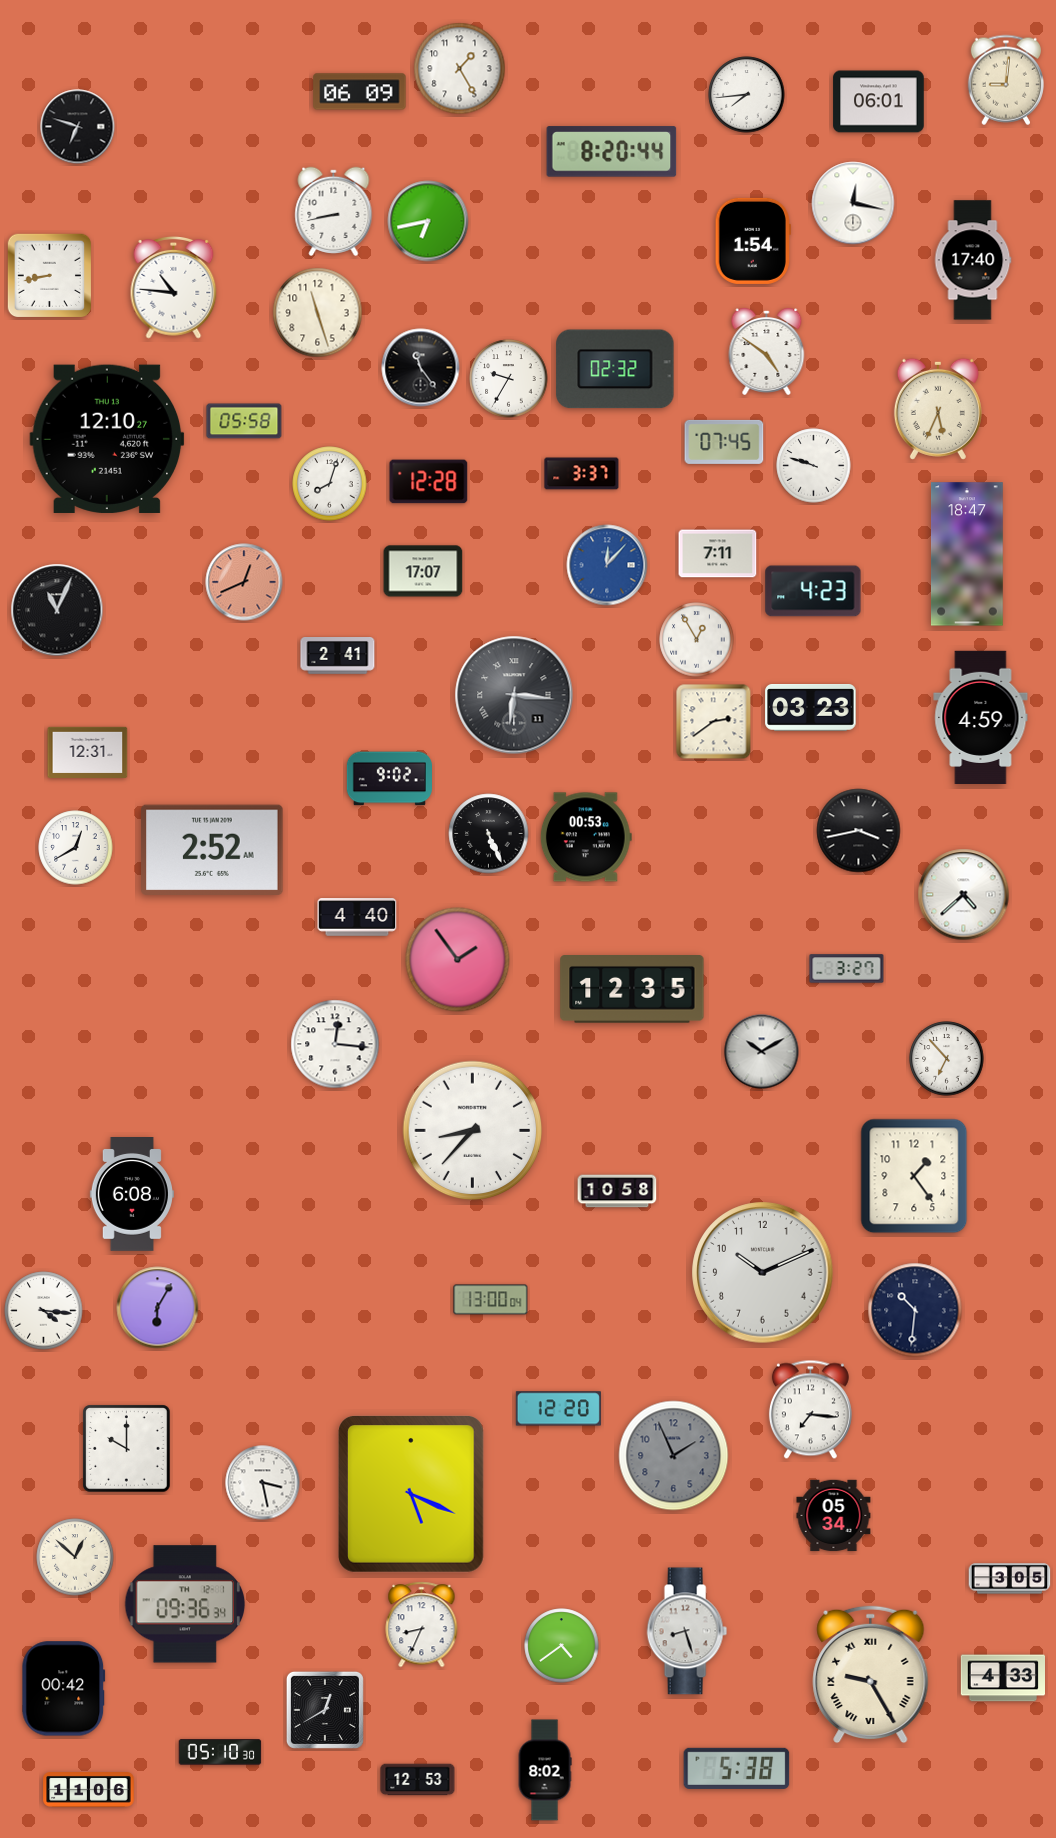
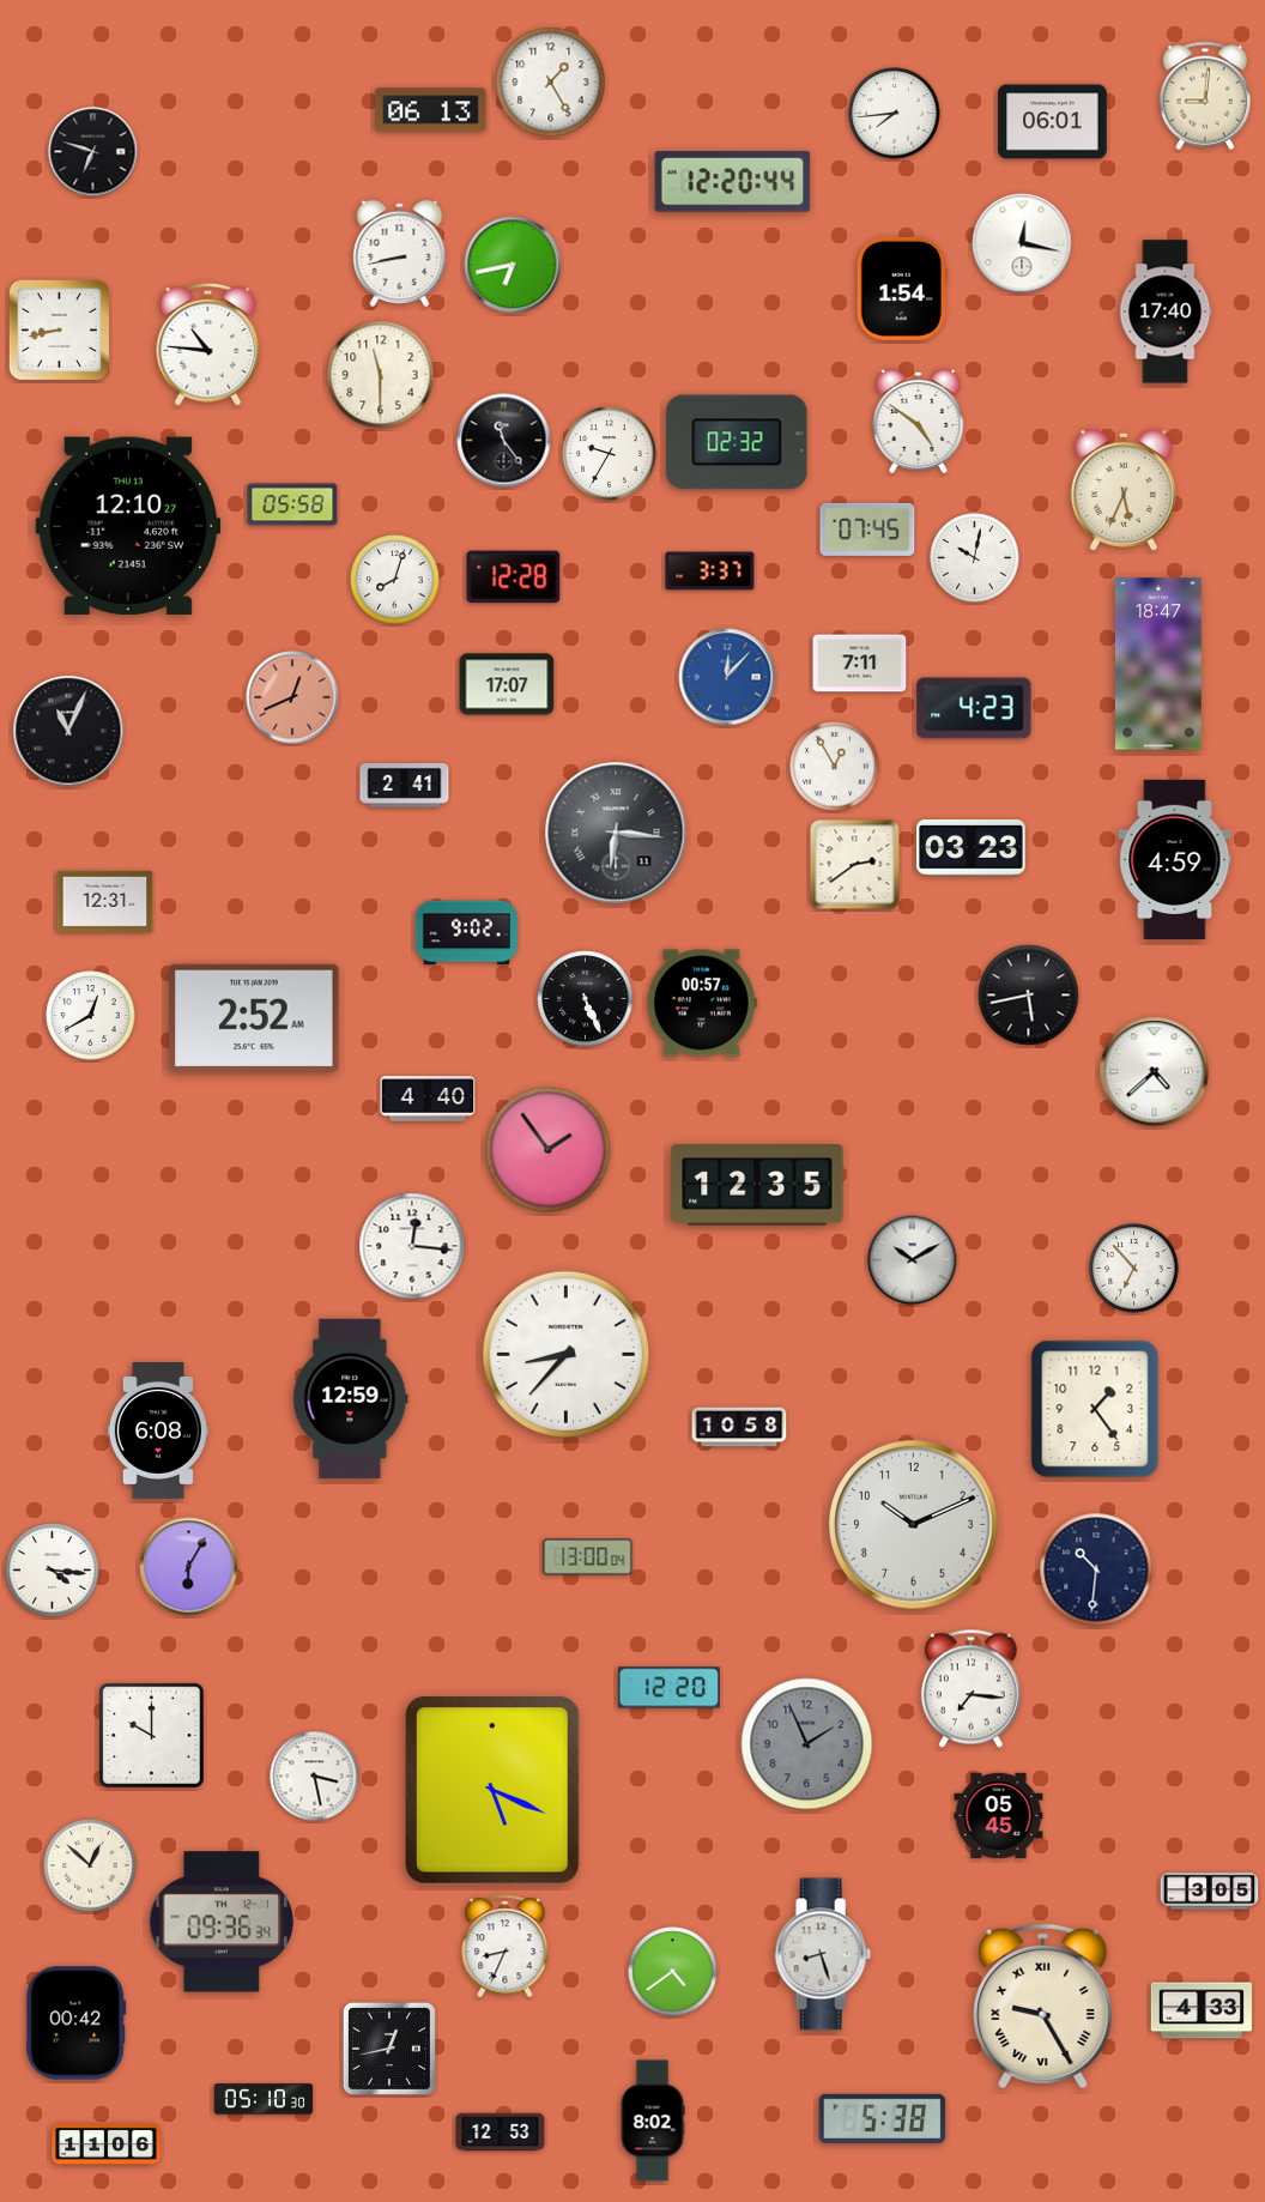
clock at (360, 92): 06:09 -> 06:13
clock at (612, 152): 8:20 -> 12:20
clock at (318, 313): 11:27 -> 11:30
clock at (814, 466): 9:48 -> 10:02
clock at (582, 474) position: (582, 474) -> (710, 571)
clock at (859, 831): 3:43 -> 5:43
clock at (586, 837): 00:53 -> 00:57
clock at (847, 969): 3:27 -> none
clock at (335, 1044) position: (335, 1044) -> (412, 1246)
clock at (351, 1398): none -> 12:59
clock at (834, 1516): 05:34 -> 05:45
clock at (325, 1710): 12:40 -> 12:43
